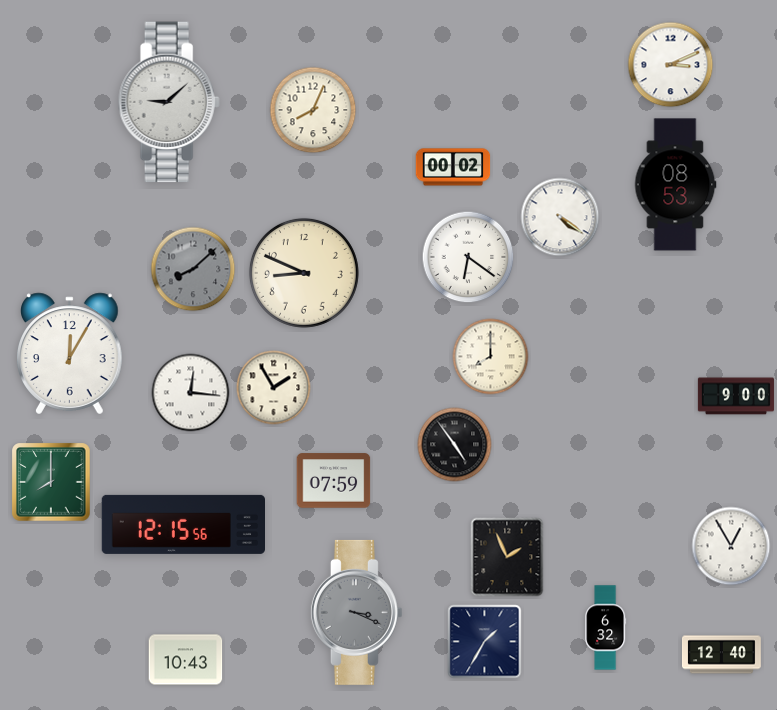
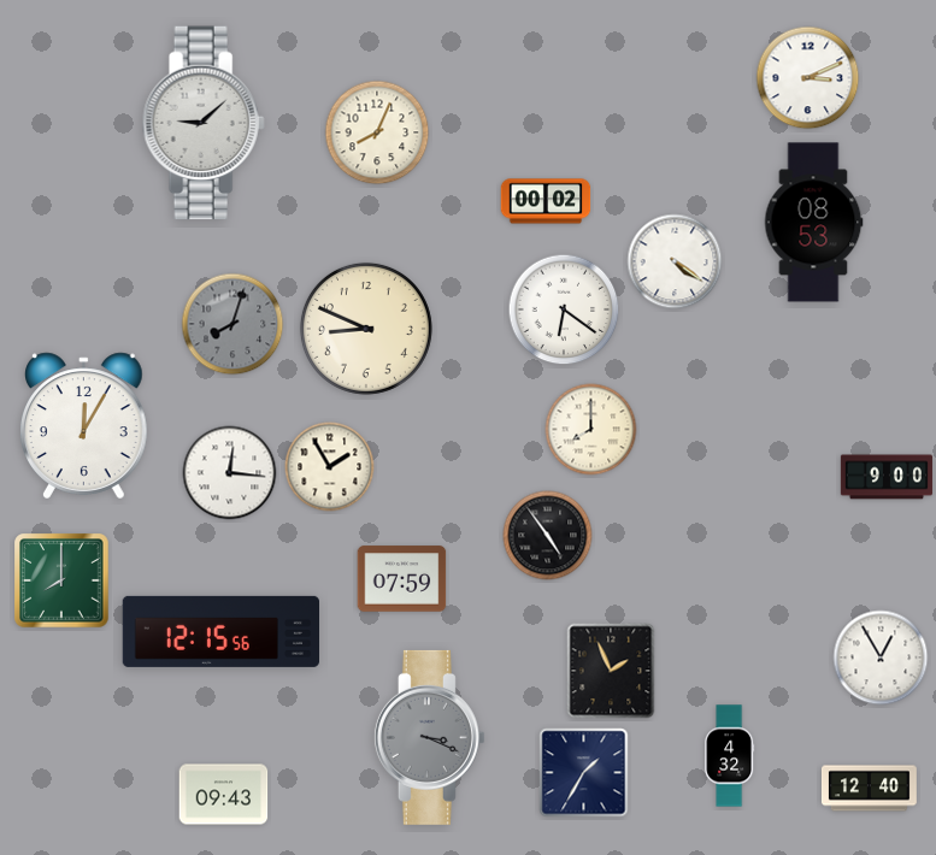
clock at (193, 269): 8:08 -> 8:03
clock at (606, 628): 6:32 -> 4:32
clock at (186, 660): 10:43 -> 09:43
